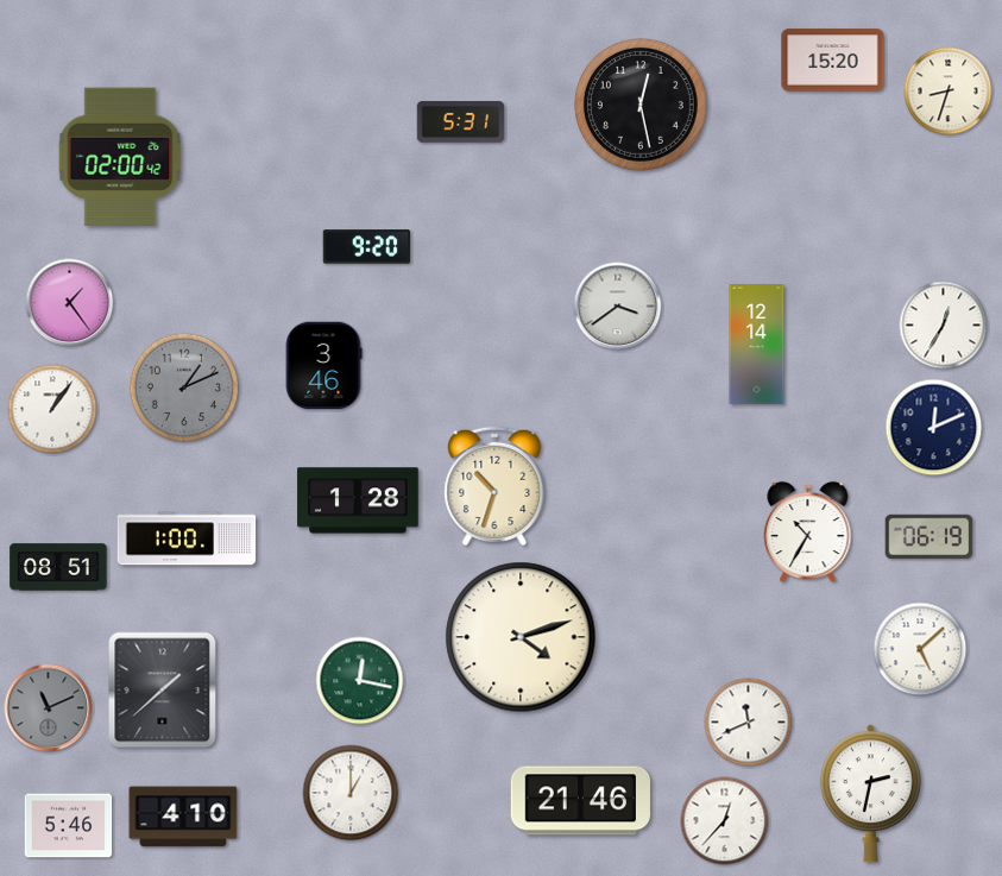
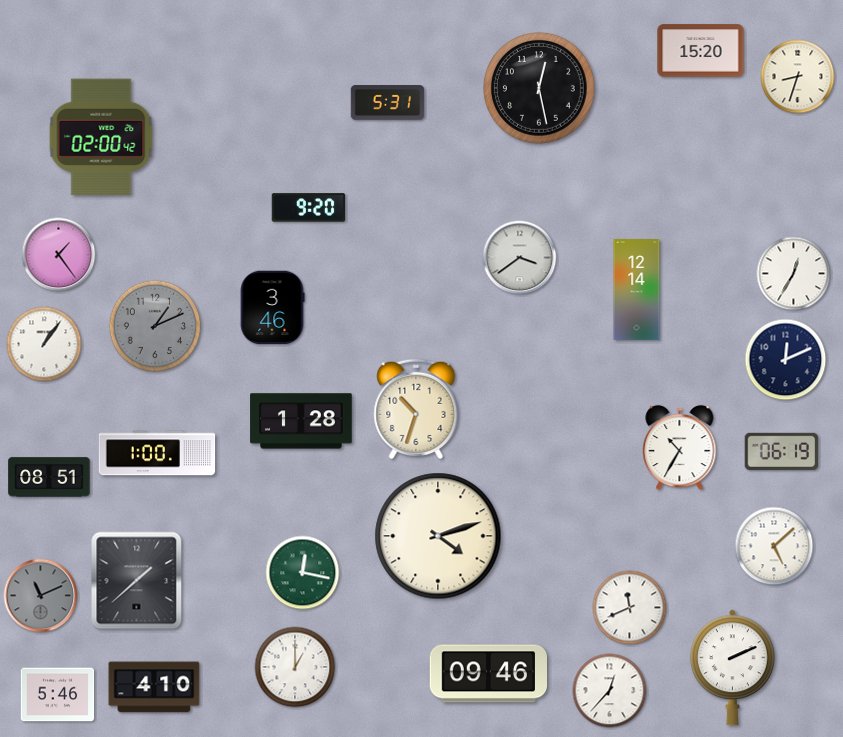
clock at (120, 157) position: (120, 157) -> (101, 137)
clock at (870, 794): 2:32 -> 2:11
clock at (580, 801): 21:46 -> 09:46
